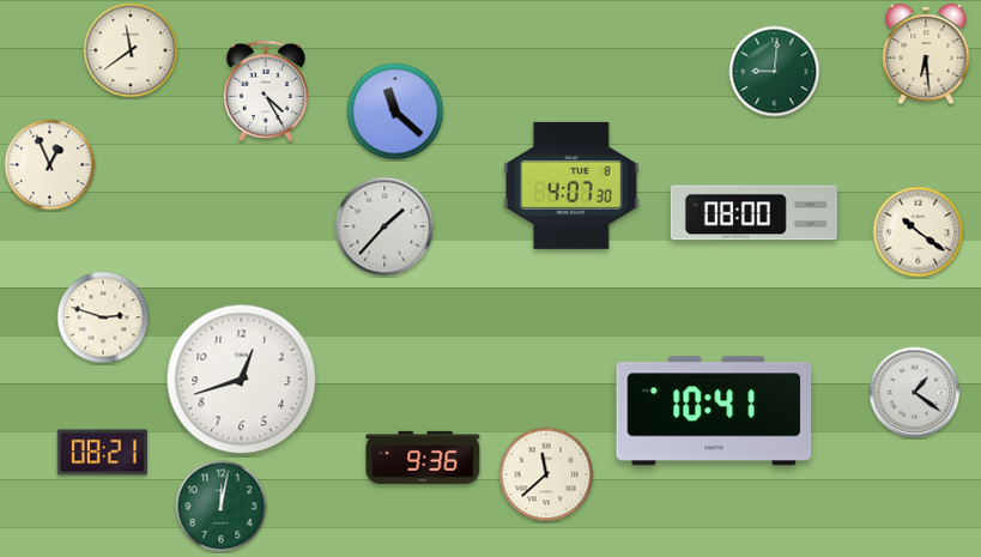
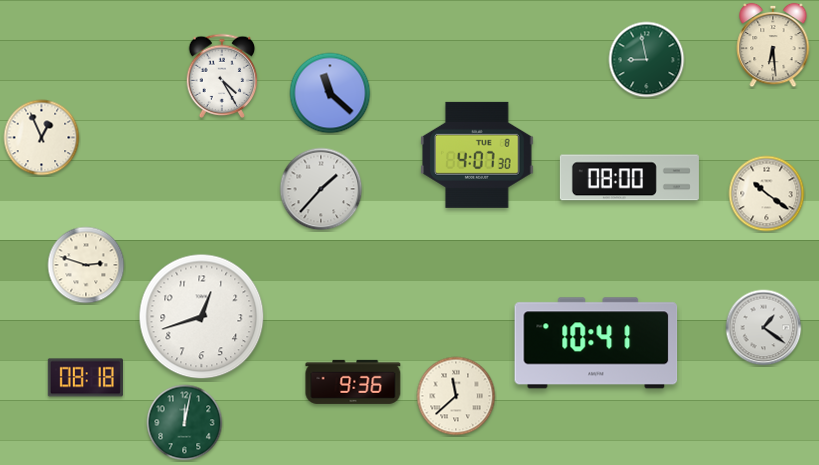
clock at (131, 50): 11:39 -> none
clock at (775, 72): 9:01 -> 8:58
clock at (102, 453): 08:21 -> 08:18
